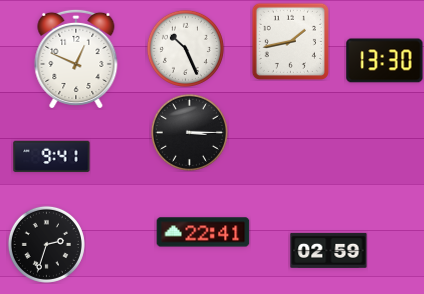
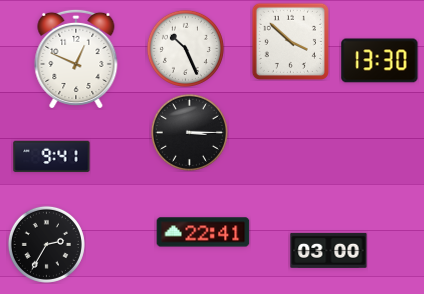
clock at (290, 41): 1:43 -> 3:52
clock at (385, 61) position: (385, 61) -> (380, 61)
clock at (46, 244): 2:33 -> 2:35
clock at (329, 250): 02:59 -> 03:00
